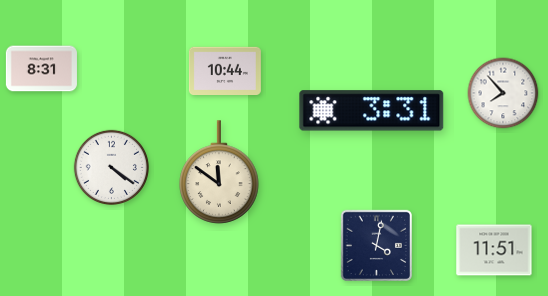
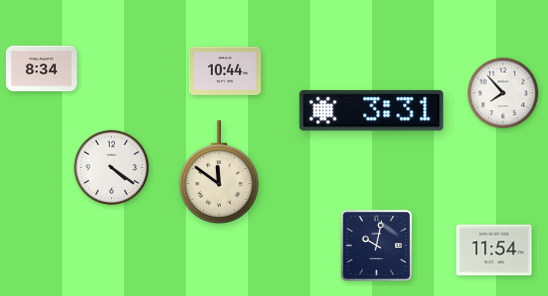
clock at (41, 69): 8:31 -> 8:34
clock at (376, 245): 4:02 -> 10:02
clock at (494, 250): 11:51 -> 11:54
